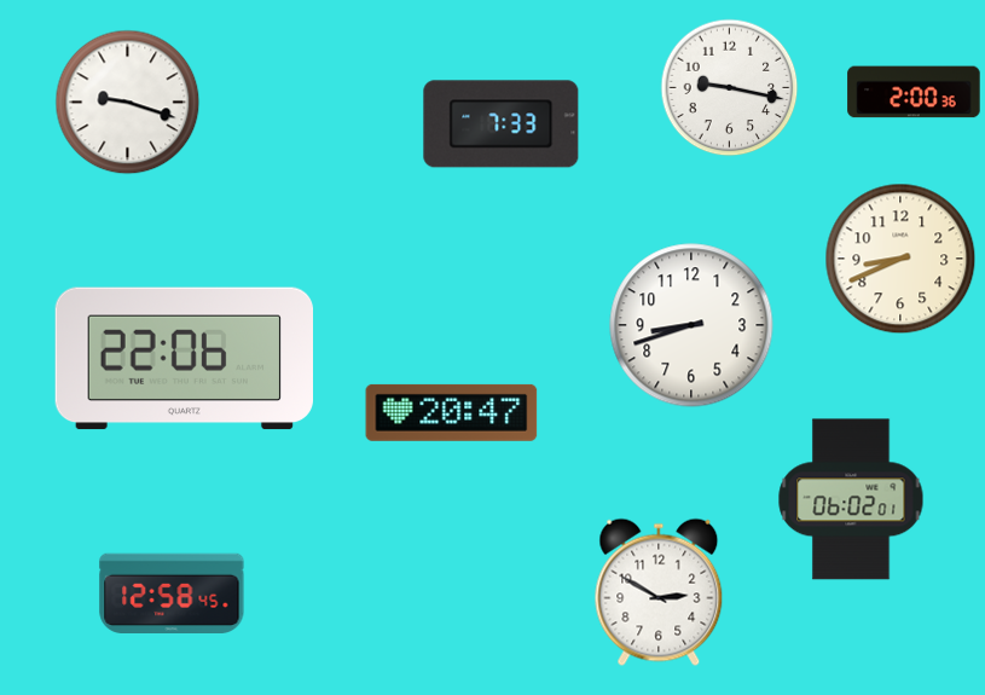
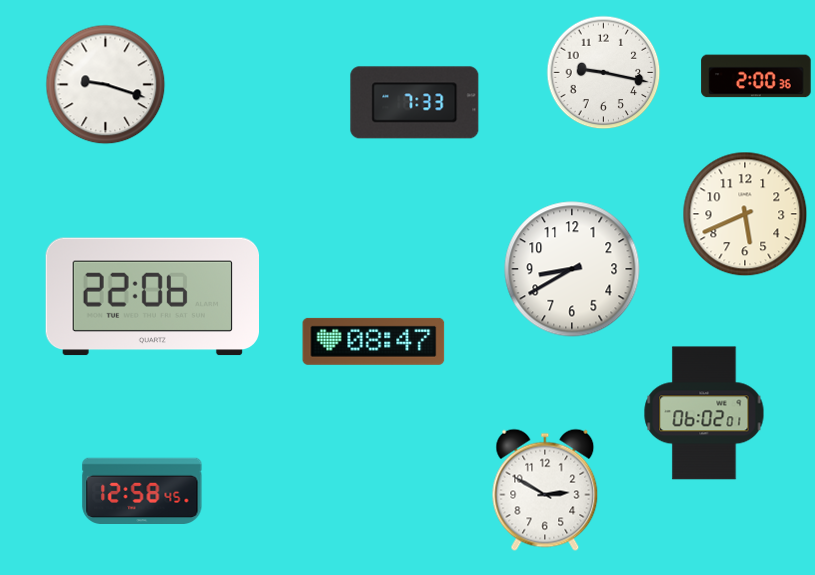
clock at (900, 259): 8:41 -> 5:41
clock at (691, 325): 8:42 -> 8:40
clock at (452, 412): 20:47 -> 08:47
